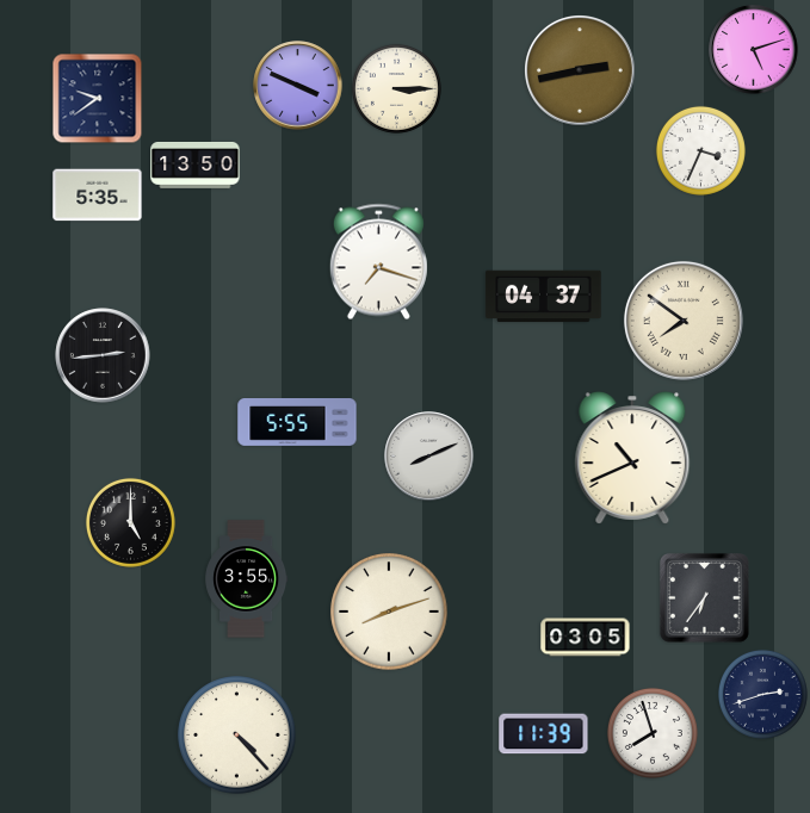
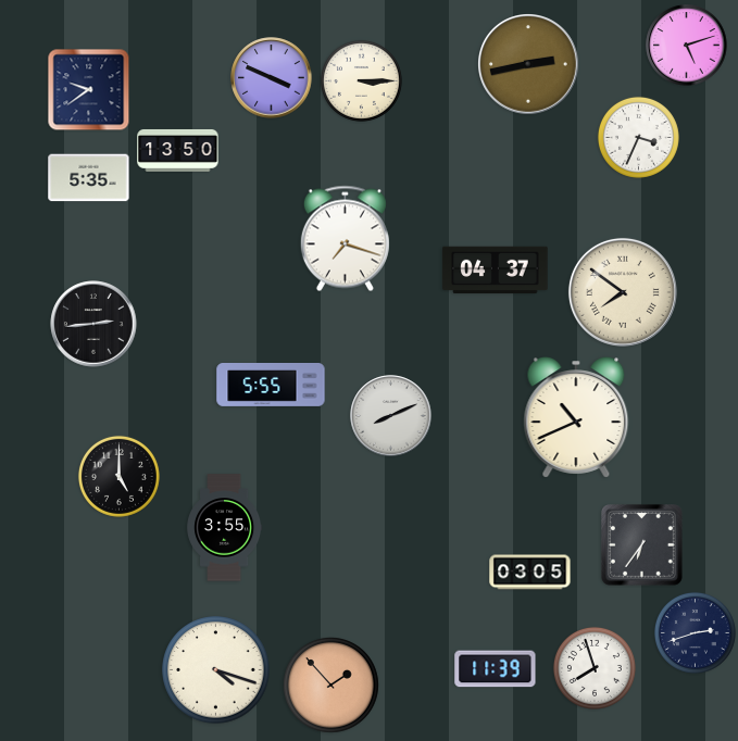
clock at (389, 612): 8:12 -> none
clock at (586, 638) position: (586, 638) -> (530, 573)
clock at (237, 736): 4:23 -> 4:18
clock at (332, 686): none -> 1:53
